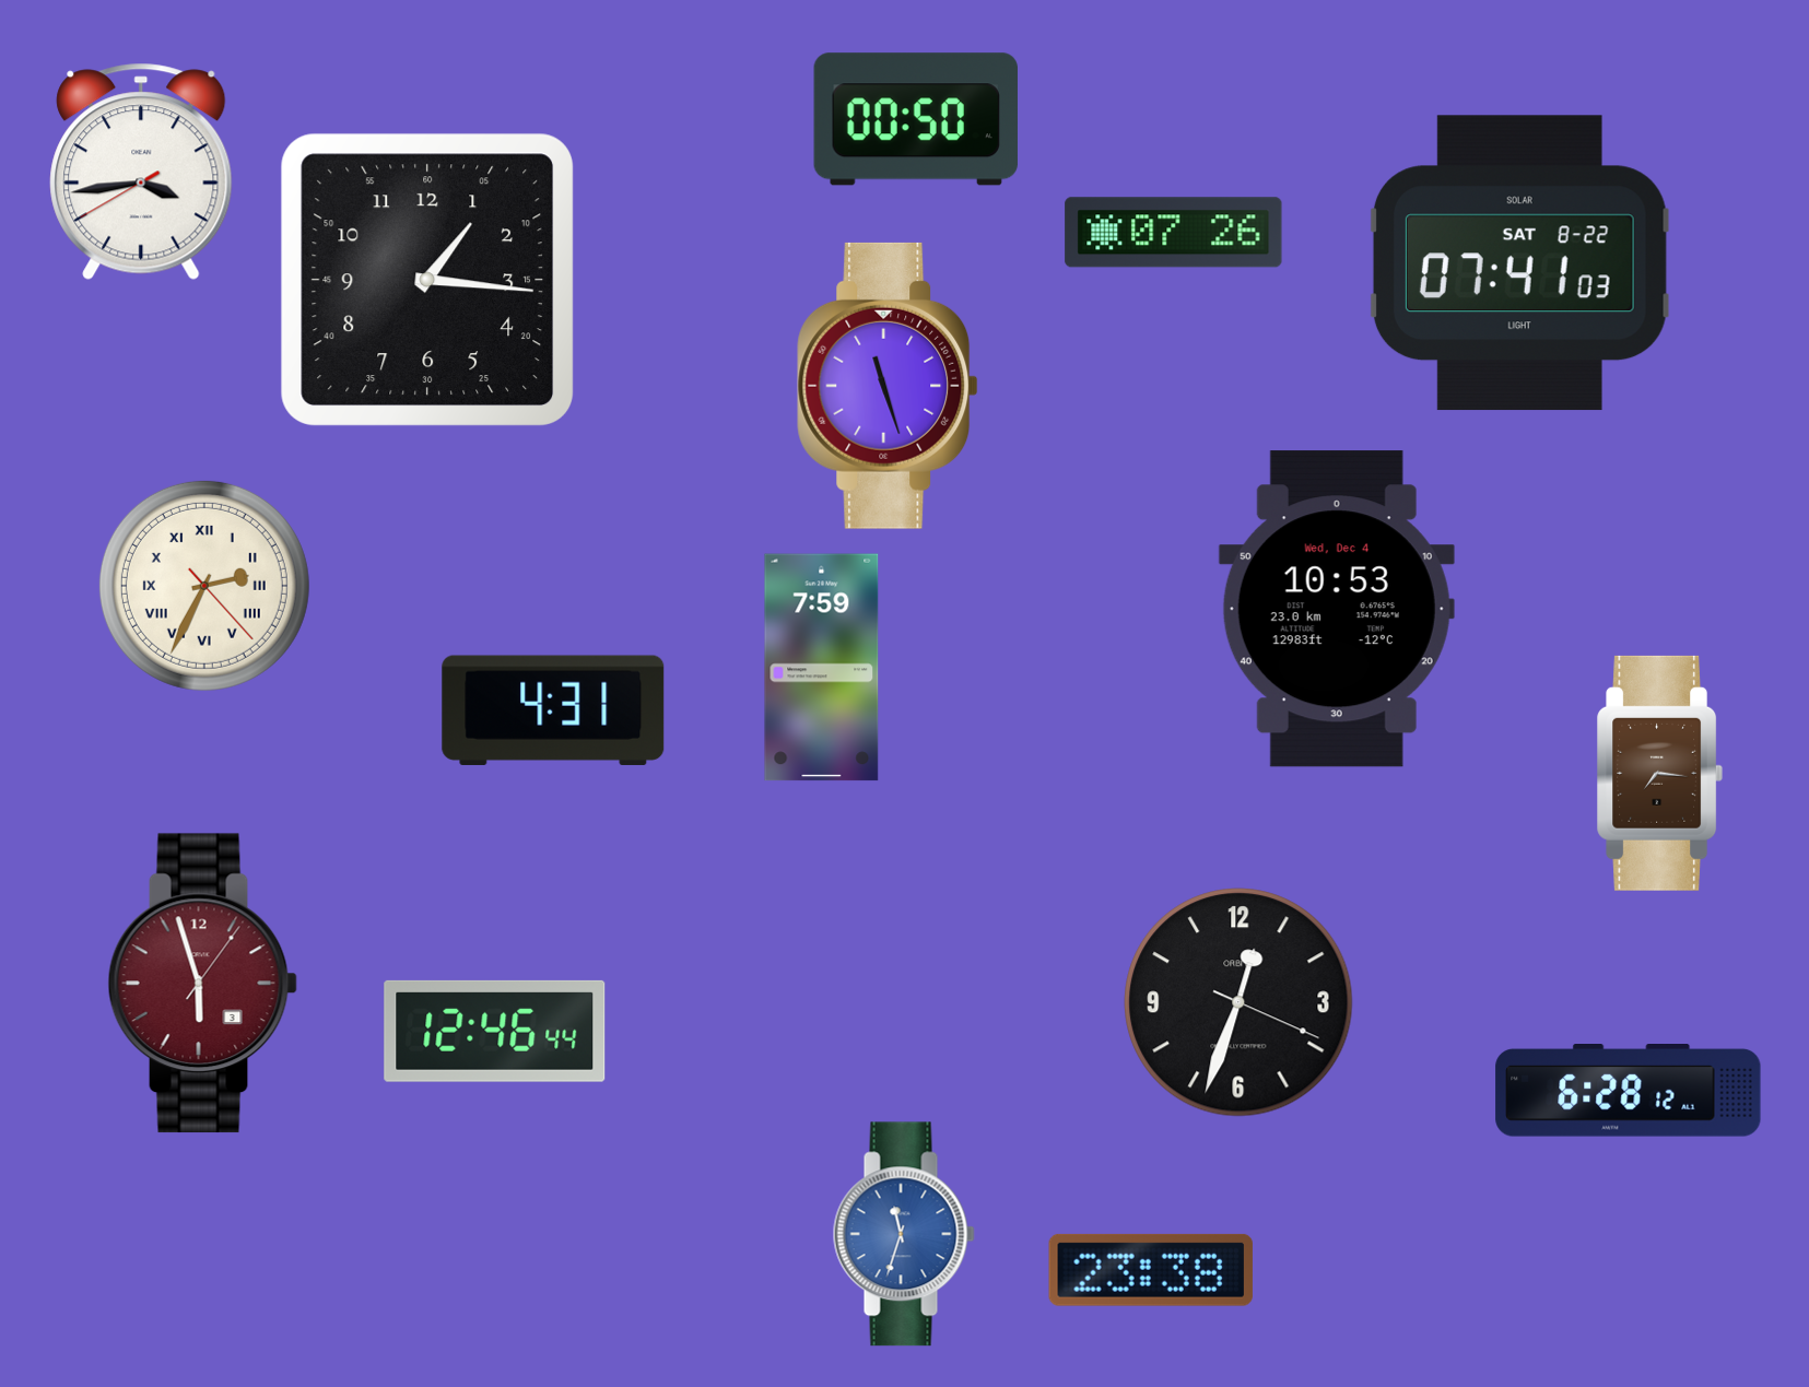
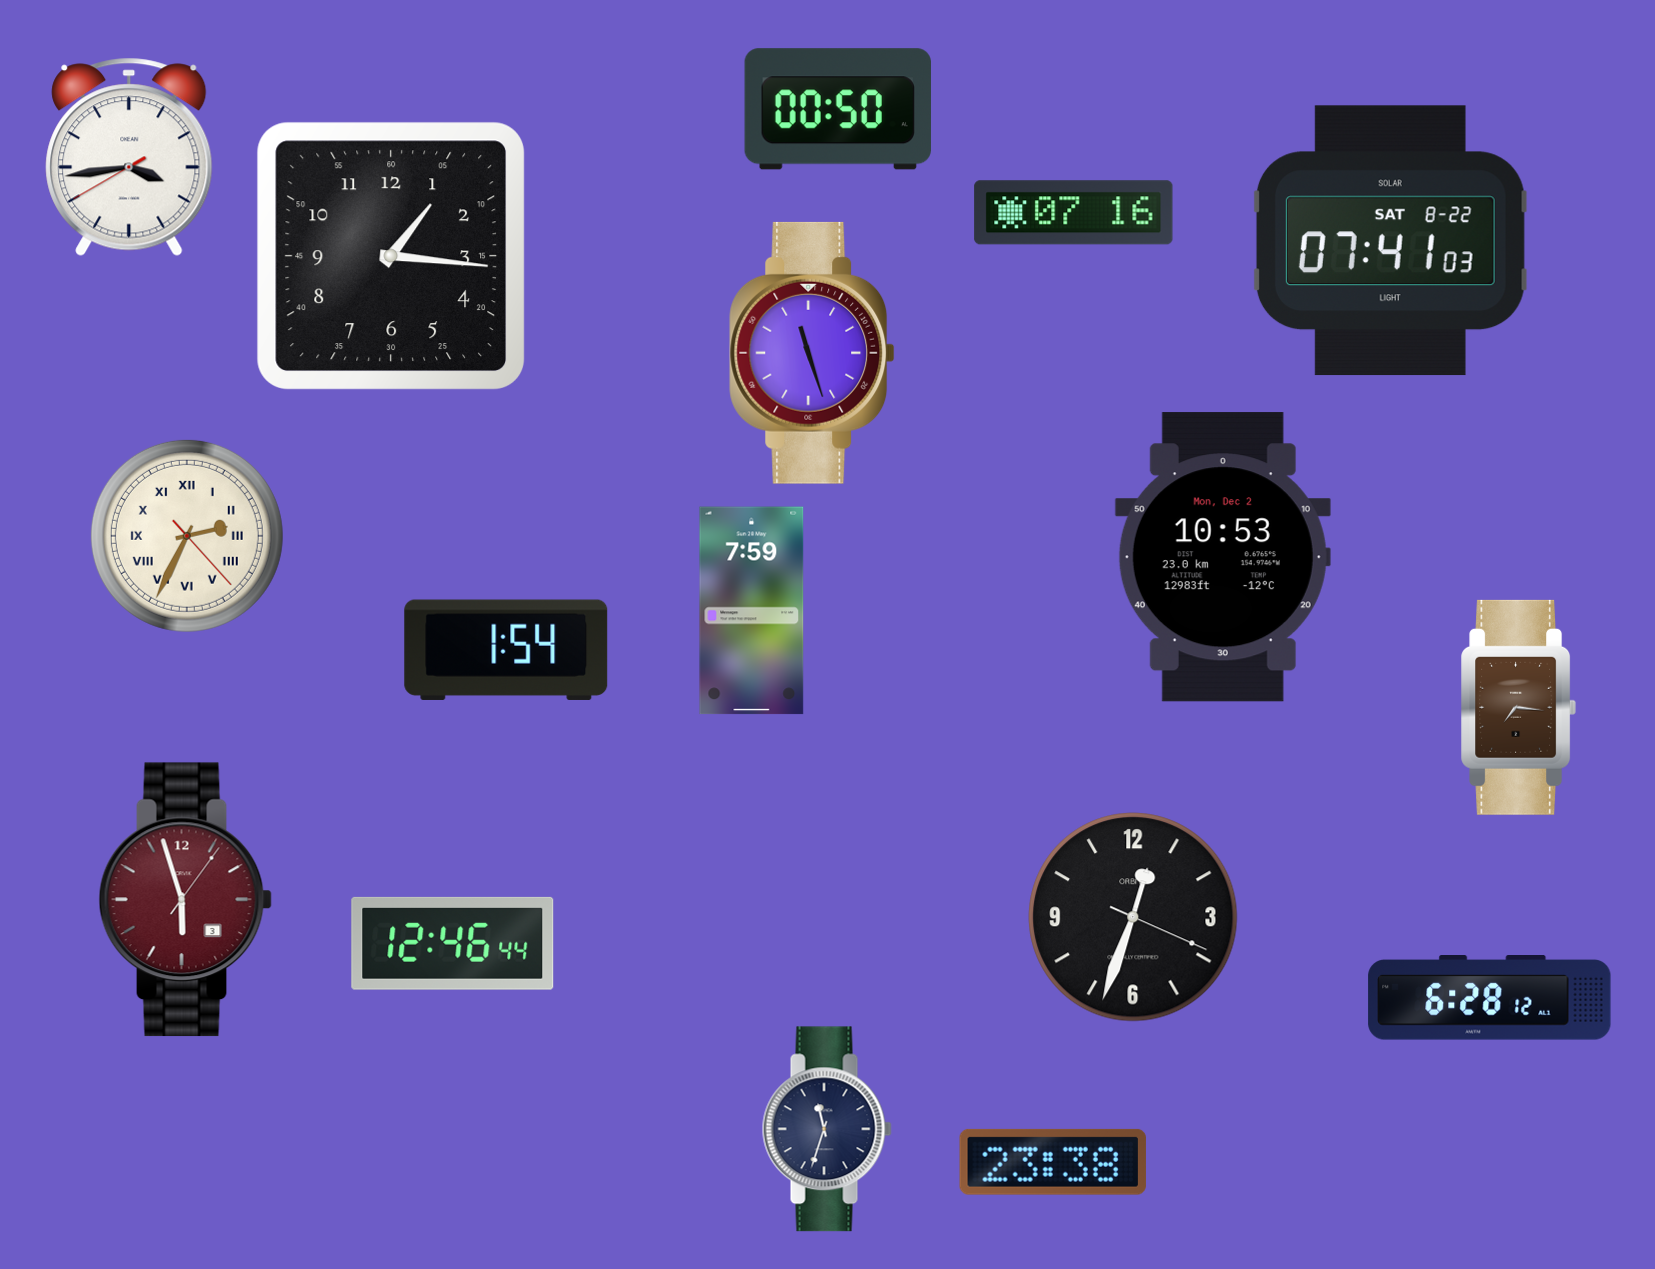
clock at (1174, 233): 07:26 -> 07:16
clock at (1337, 609) date: Wed, Dec 4 -> Mon, Dec 2
clock at (553, 710): 4:31 -> 1:54
clock at (904, 1234) dial: blue -> navy
